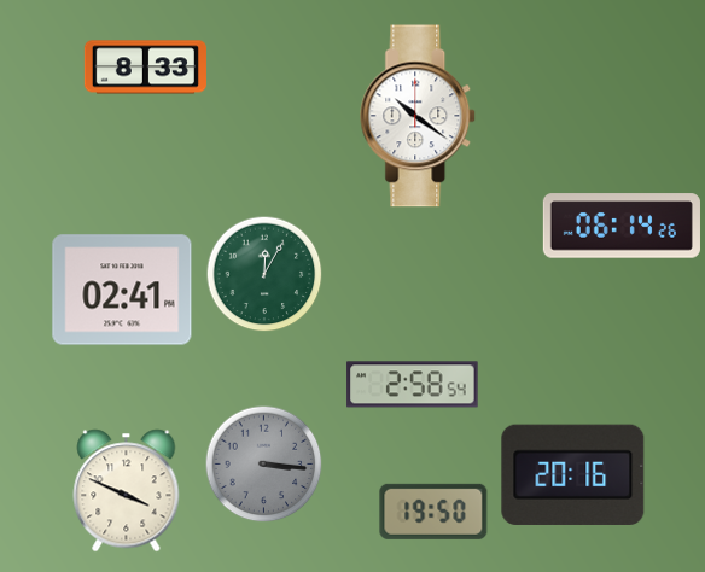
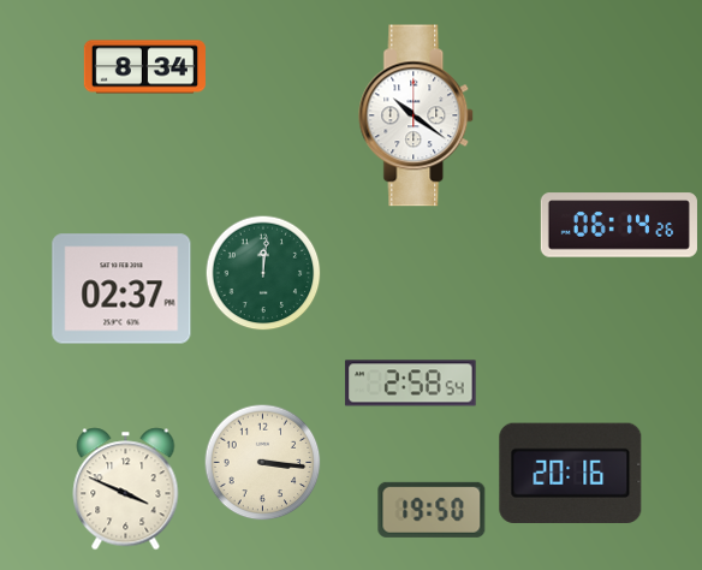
clock at (145, 68): 8:33 -> 8:34
clock at (264, 274): 12:05 -> 12:01
clock at (122, 290): 02:41 -> 02:37
clock at (264, 465) dial: grey -> cream
